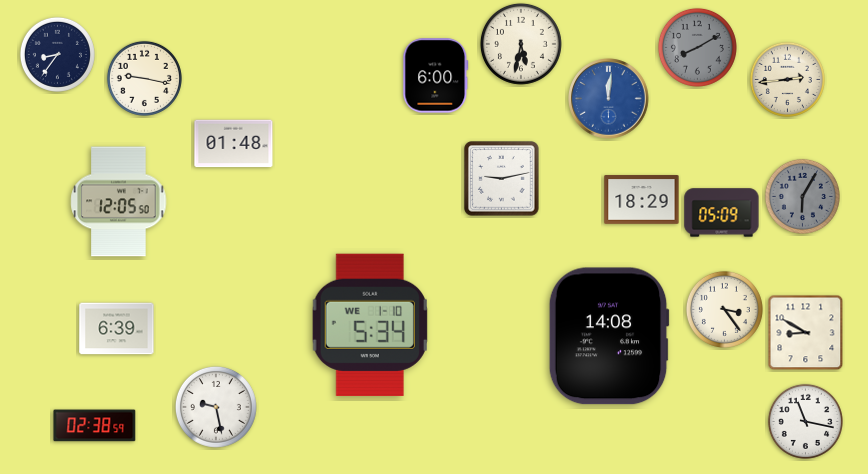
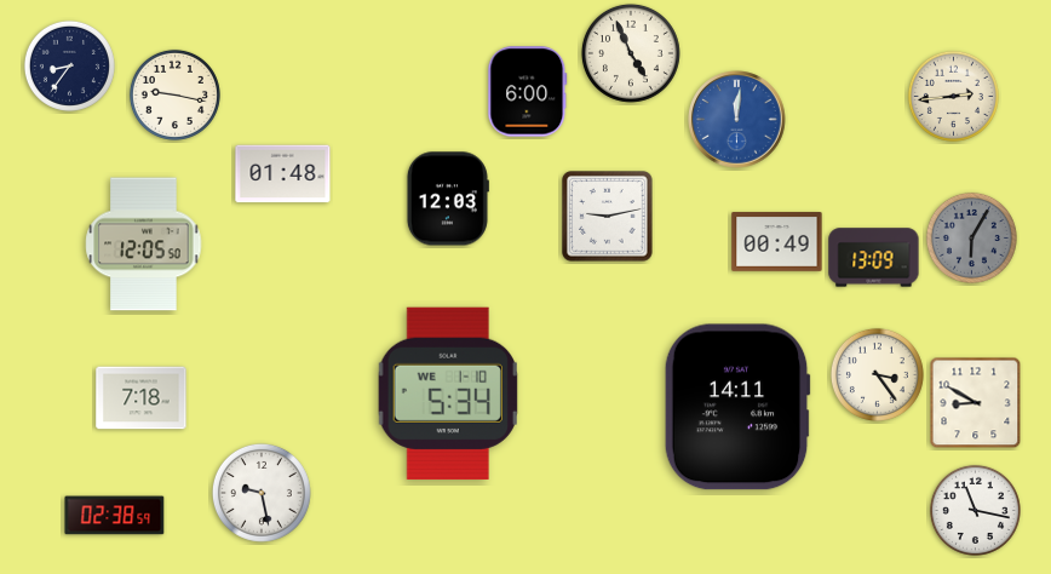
clock at (521, 44): 5:32 -> 4:56
clock at (697, 47): 8:10 -> none
clock at (447, 199): none -> 12:03
clock at (642, 200): 18:29 -> 00:49
clock at (722, 213): 05:09 -> 13:09
clock at (117, 329): 6:39 -> 7:18
clock at (609, 336): 14:08 -> 14:11
